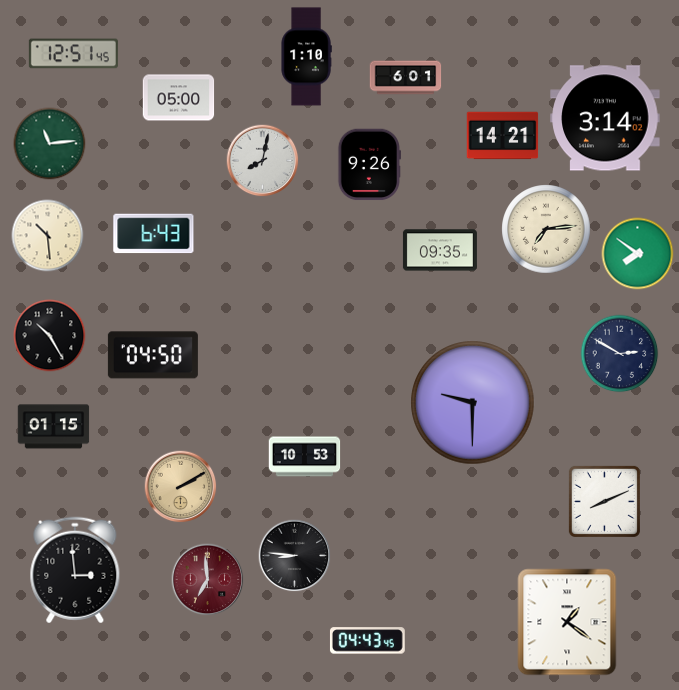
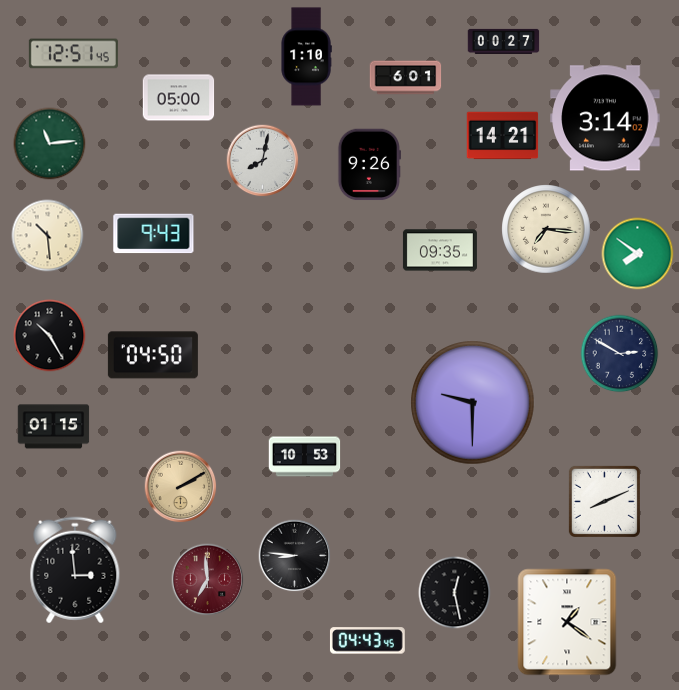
clock at (504, 41): none -> 00:27
clock at (546, 229): 7:14 -> 7:16
clock at (154, 234): 6:43 -> 9:43
clock at (455, 593): none -> 12:28
